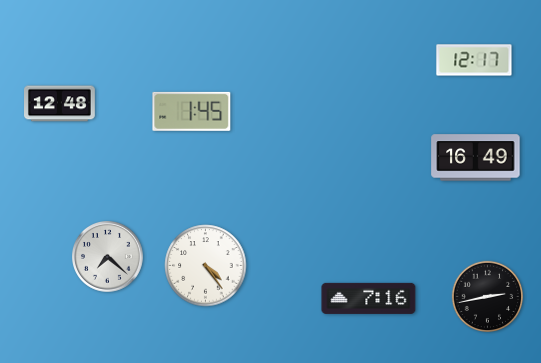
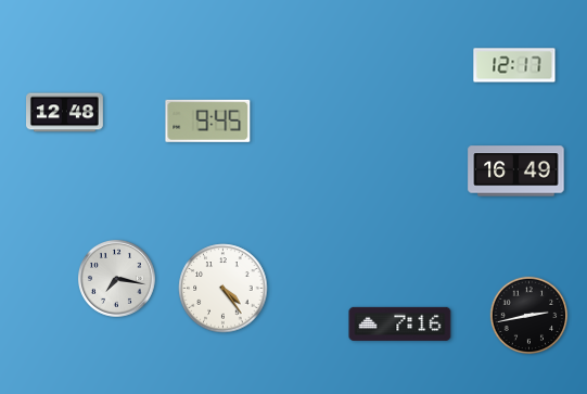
clock at (192, 111): 1:45 -> 9:45
clock at (108, 257): 7:22 -> 7:17
clock at (488, 297) position: (488, 297) -> (529, 316)
